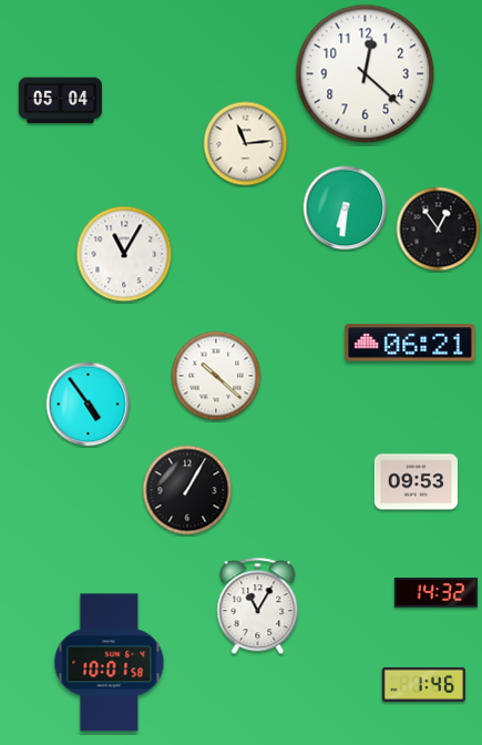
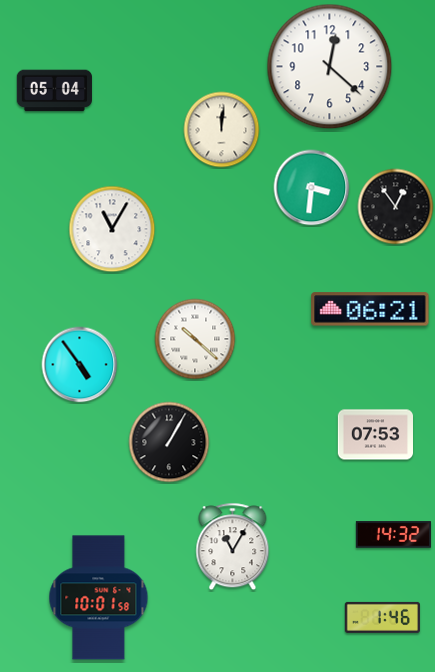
clock at (246, 144): 11:14 -> 12:01
clock at (346, 208): 6:31 -> 3:31
clock at (416, 482): 09:53 -> 07:53
